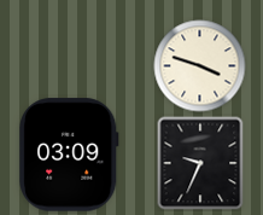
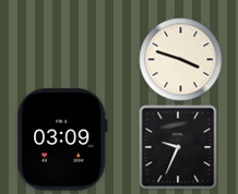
clock at (200, 163) position: (200, 163) -> (178, 147)
